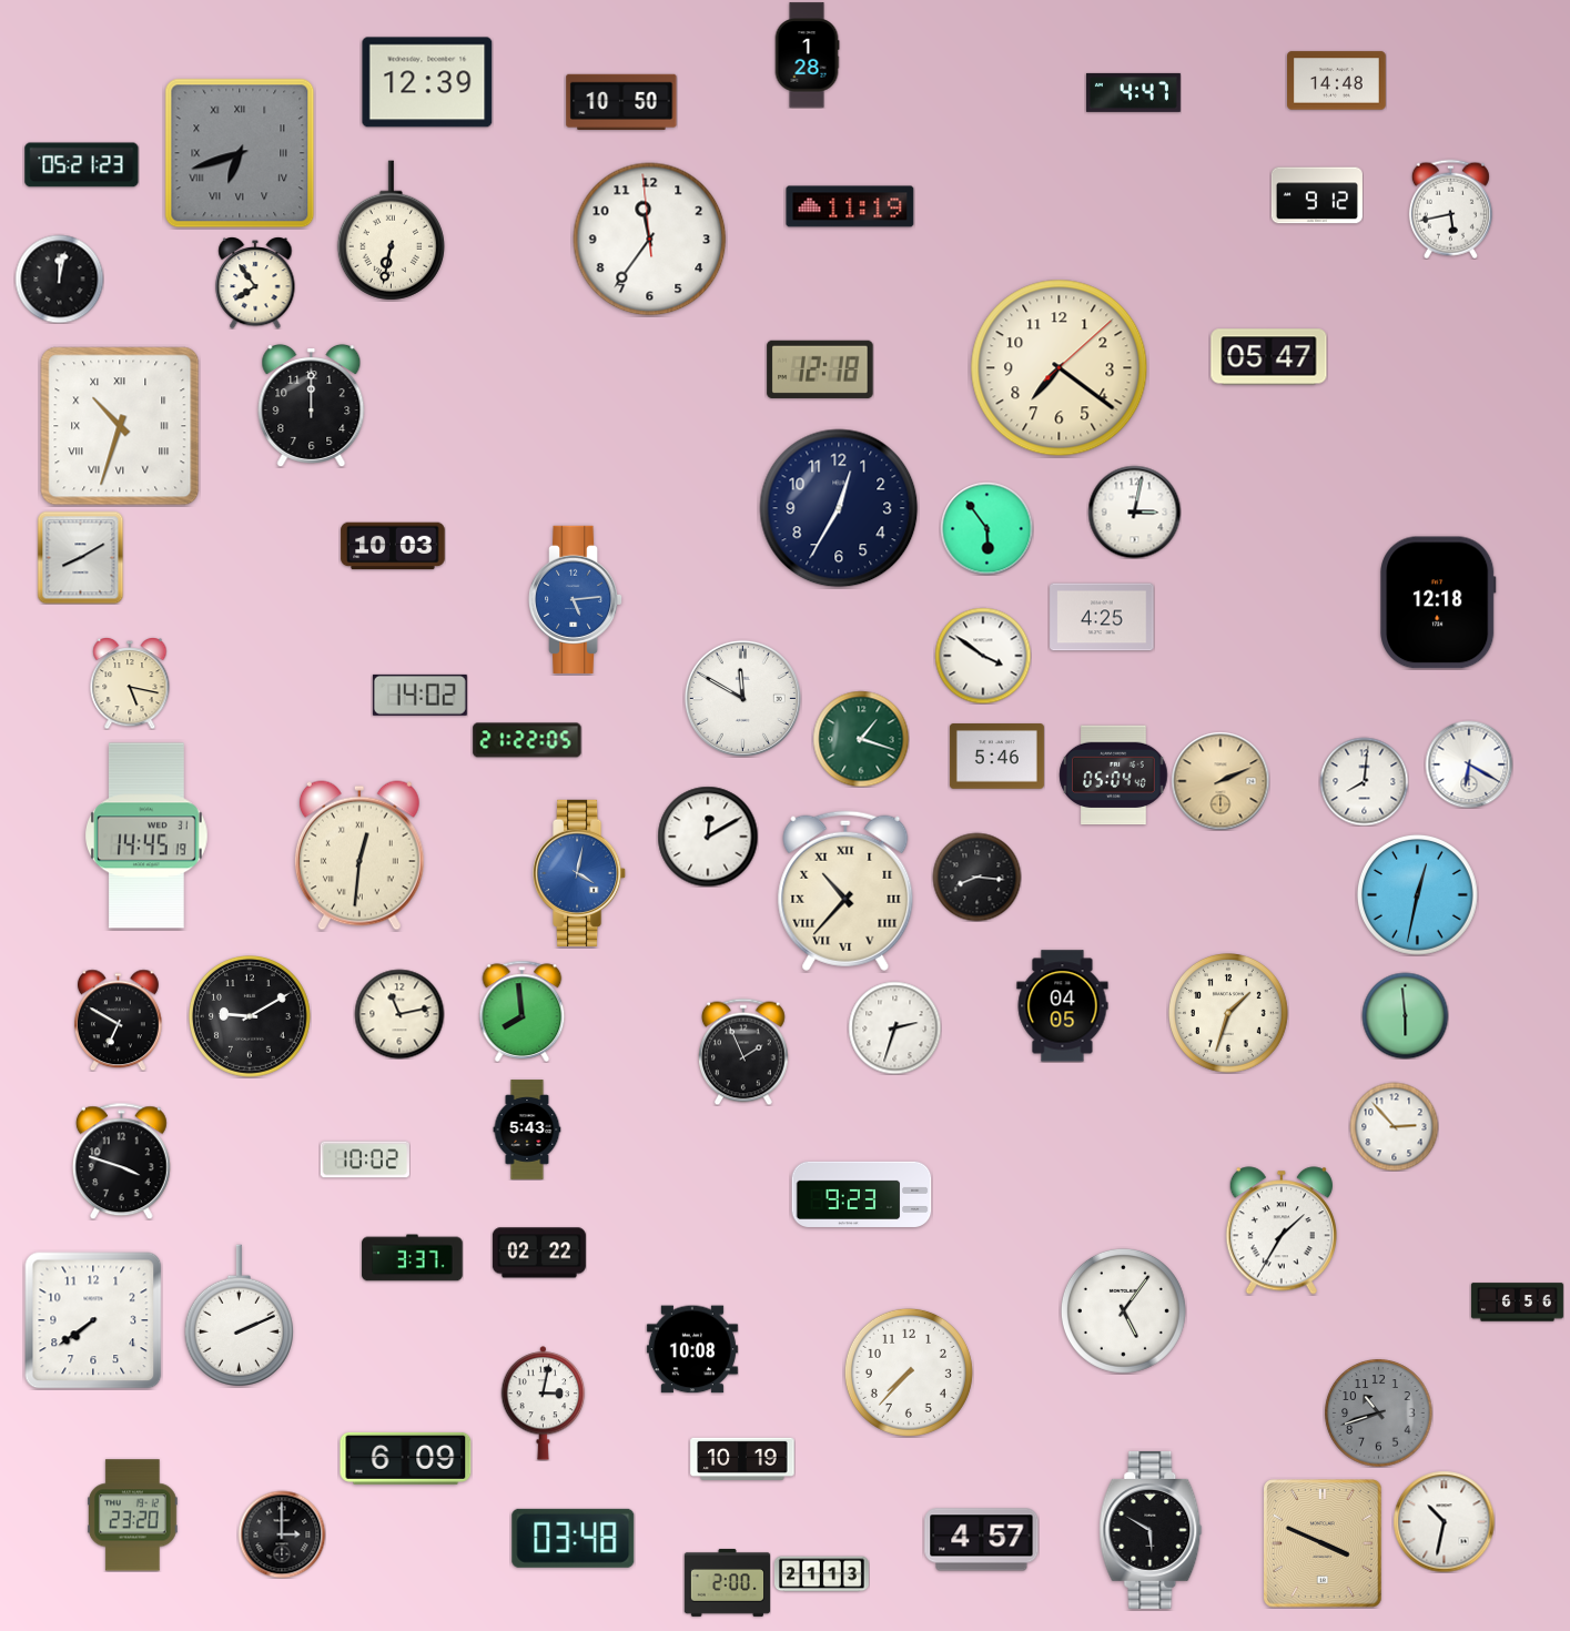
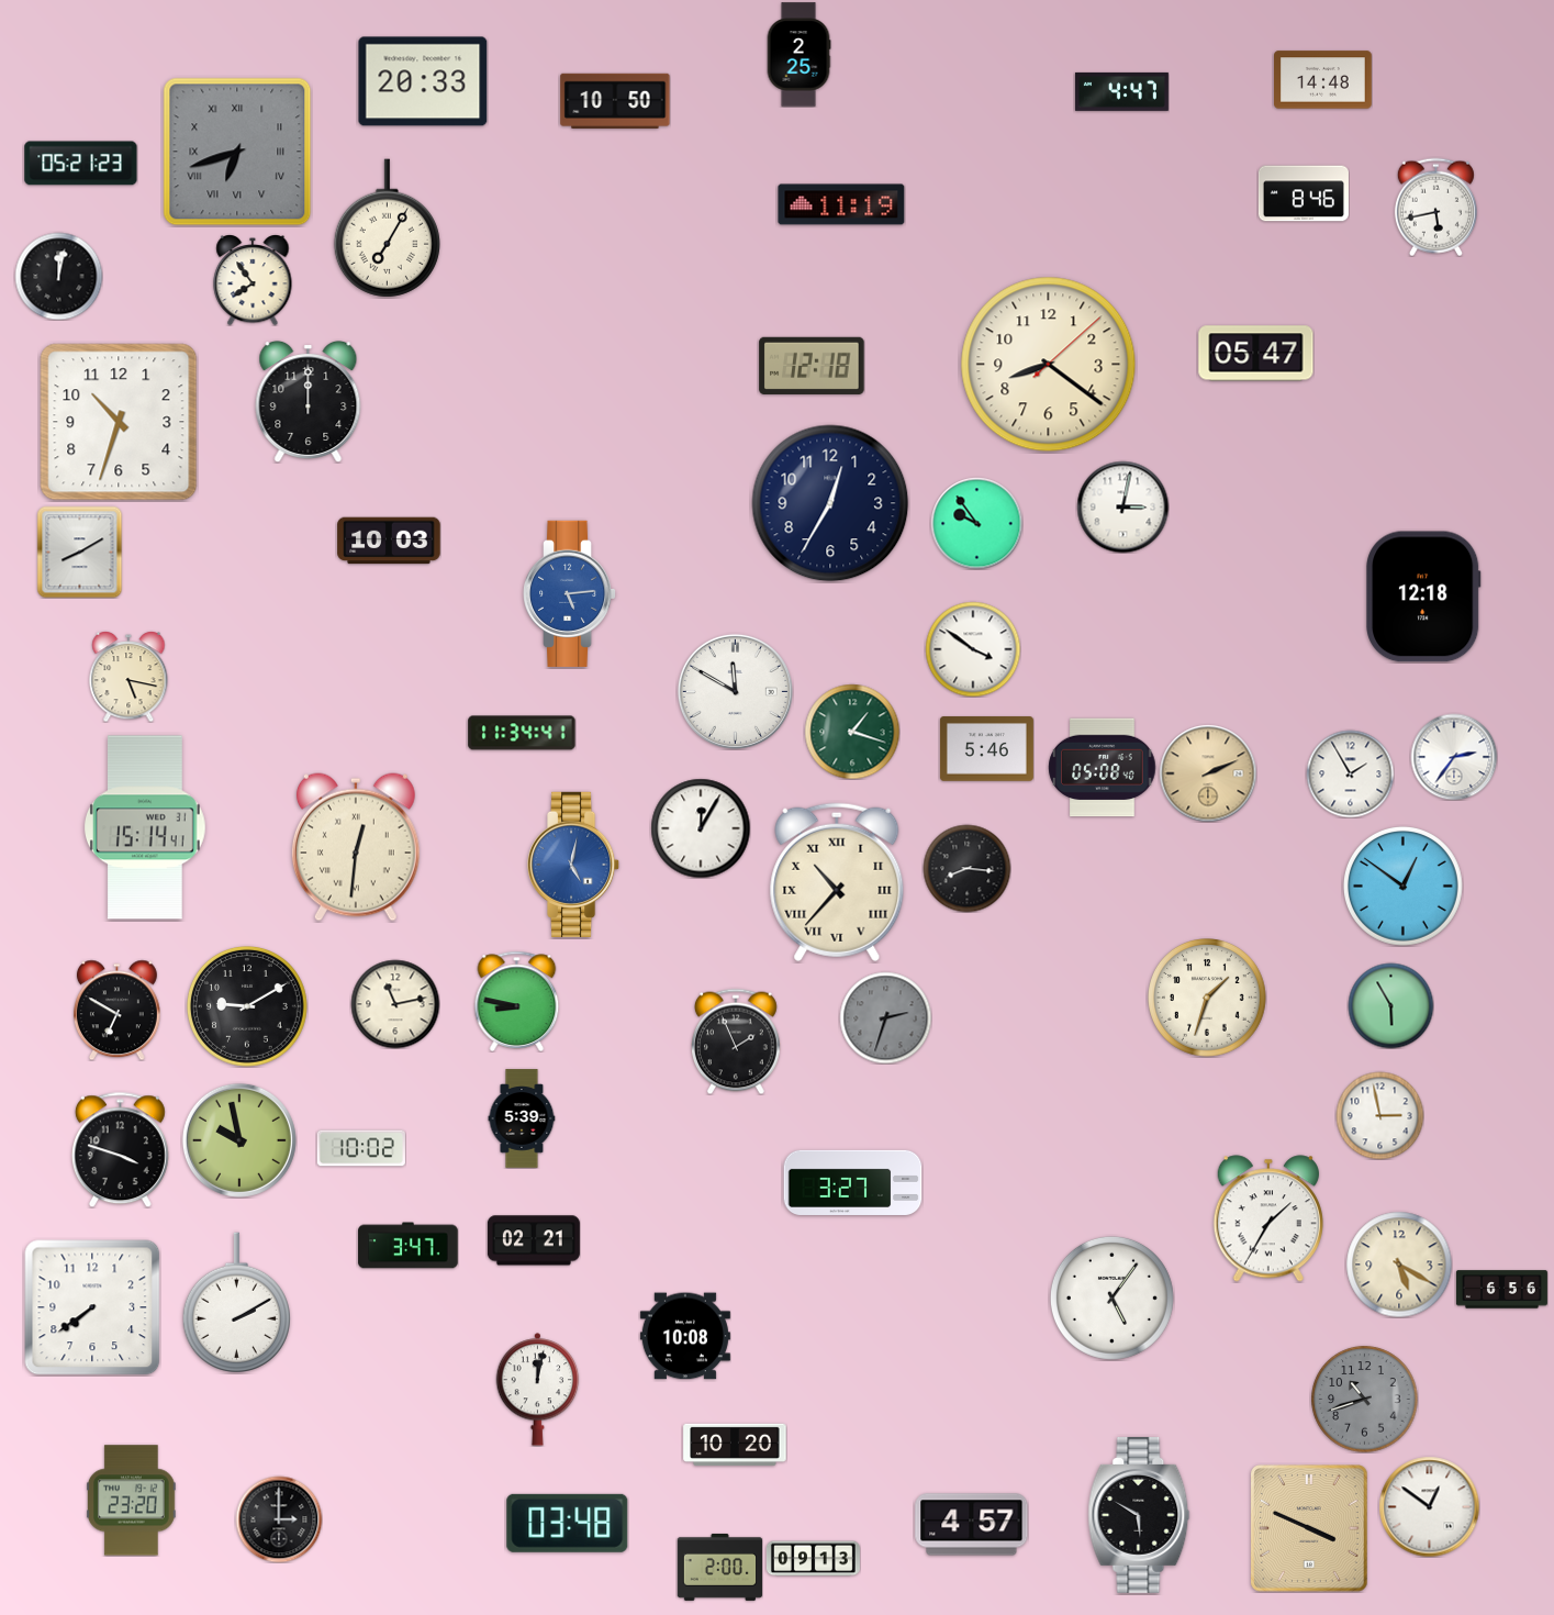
clock at (807, 55): 1:28 -> 2:25
clock at (427, 82): 12:39 -> 20:33
clock at (1317, 195): 9:12 -> 8:46
clock at (391, 231): 6:32 -> 7:05
clock at (650, 240): 11:35 -> none
clock at (1060, 368): 7:21 -> 8:21
clock at (120, 426) numerals: Roman -> Arabic
clock at (986, 528): 5:54 -> 9:54
clock at (1102, 617): 4:25 -> none
clock at (419, 695): 14:02 -> none
clock at (527, 740): 21:22 -> 11:34
clock at (1469, 764): 6:20 -> 2:36
clock at (1114, 776): 05:04 -> 05:08
clock at (1364, 781): 8:01 -> 1:55
clock at (148, 835): 14:45 -> 15:14
clock at (708, 837): 12:10 -> 12:05
clock at (580, 873): 4:02 -> 5:02
clock at (1418, 895): 12:32 -> 12:51
clock at (1063, 1006): 04:05 -> none
clock at (523, 1011): 7:59 -> 8:47
clock at (1229, 1014) position: (1229, 1014) -> (1208, 999)
clock at (1405, 1015): 5:59 -> 5:55
clock at (894, 1027) dial: white -> grey
clock at (1394, 1126): 2:53 -> 2:58
clock at (527, 1129): 5:43 -> 5:39
clock at (239, 1140): none -> 9:58
clock at (862, 1194): 9:23 -> 3:27
clock at (539, 1253): 02:22 -> 02:21
clock at (413, 1258): 3:37 -> 3:47
clock at (1399, 1265): none -> 5:20
clock at (239, 1316): 2:11 -> 2:10
clock at (909, 1372): 7:37 -> none
clock at (544, 1404): 3:02 -> 12:02
clock at (406, 1458): 6:09 -> none
clock at (742, 1459): 10:19 -> 10:20
clock at (1444, 1521): 10:32 -> 12:51
clock at (821, 1574): 21:13 -> 09:13
